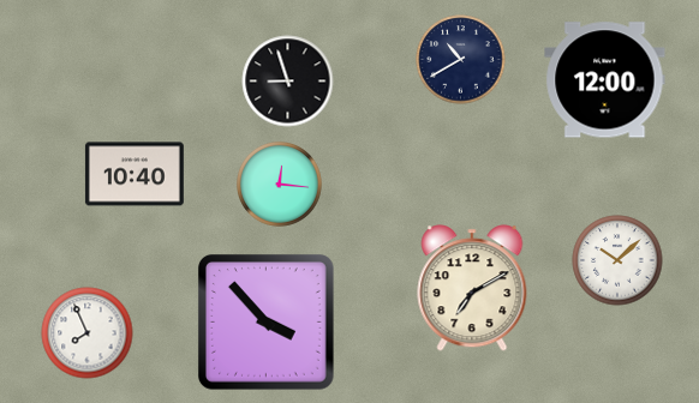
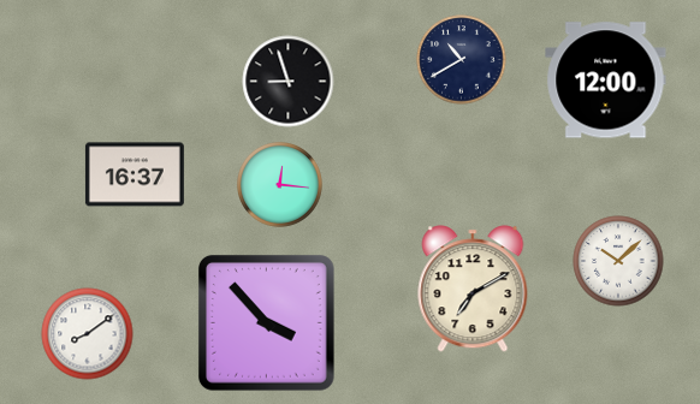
clock at (135, 174): 10:40 -> 16:37
clock at (88, 333): 7:56 -> 8:09
